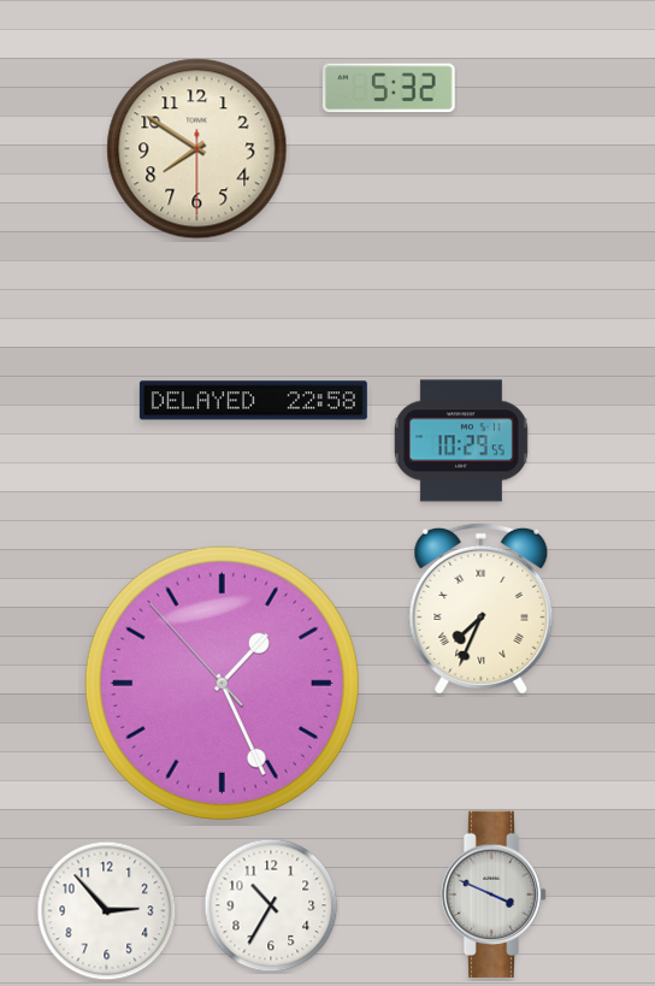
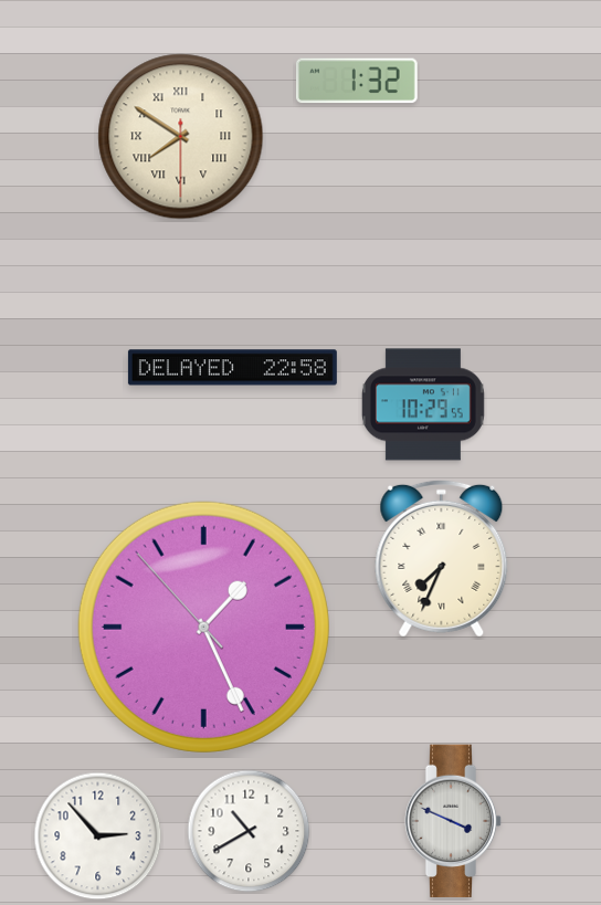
clock at (389, 88): 5:32 -> 1:32
clock at (197, 149) numerals: Arabic -> Roman
clock at (271, 905): 10:35 -> 10:40
